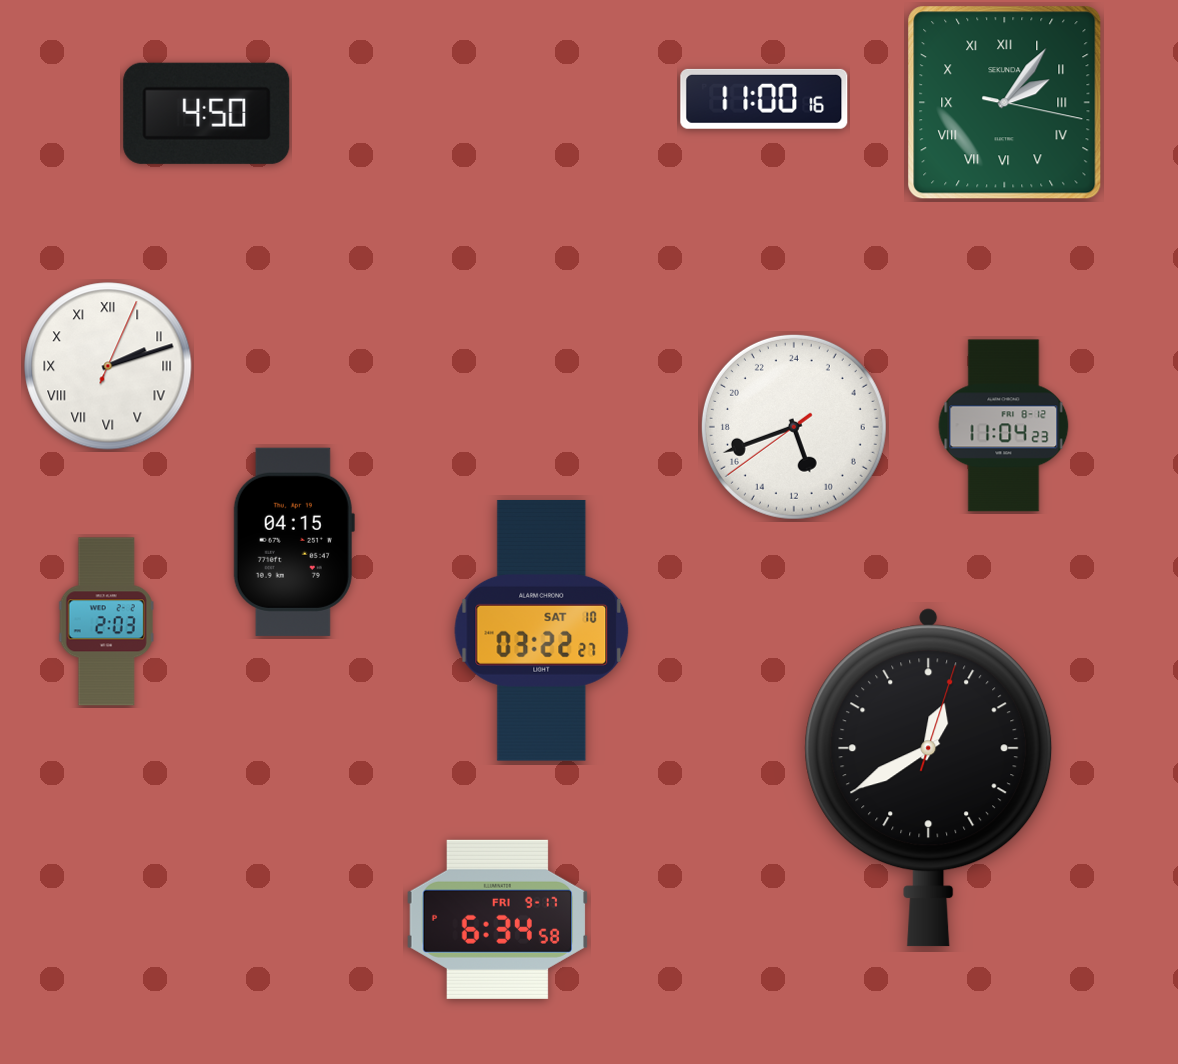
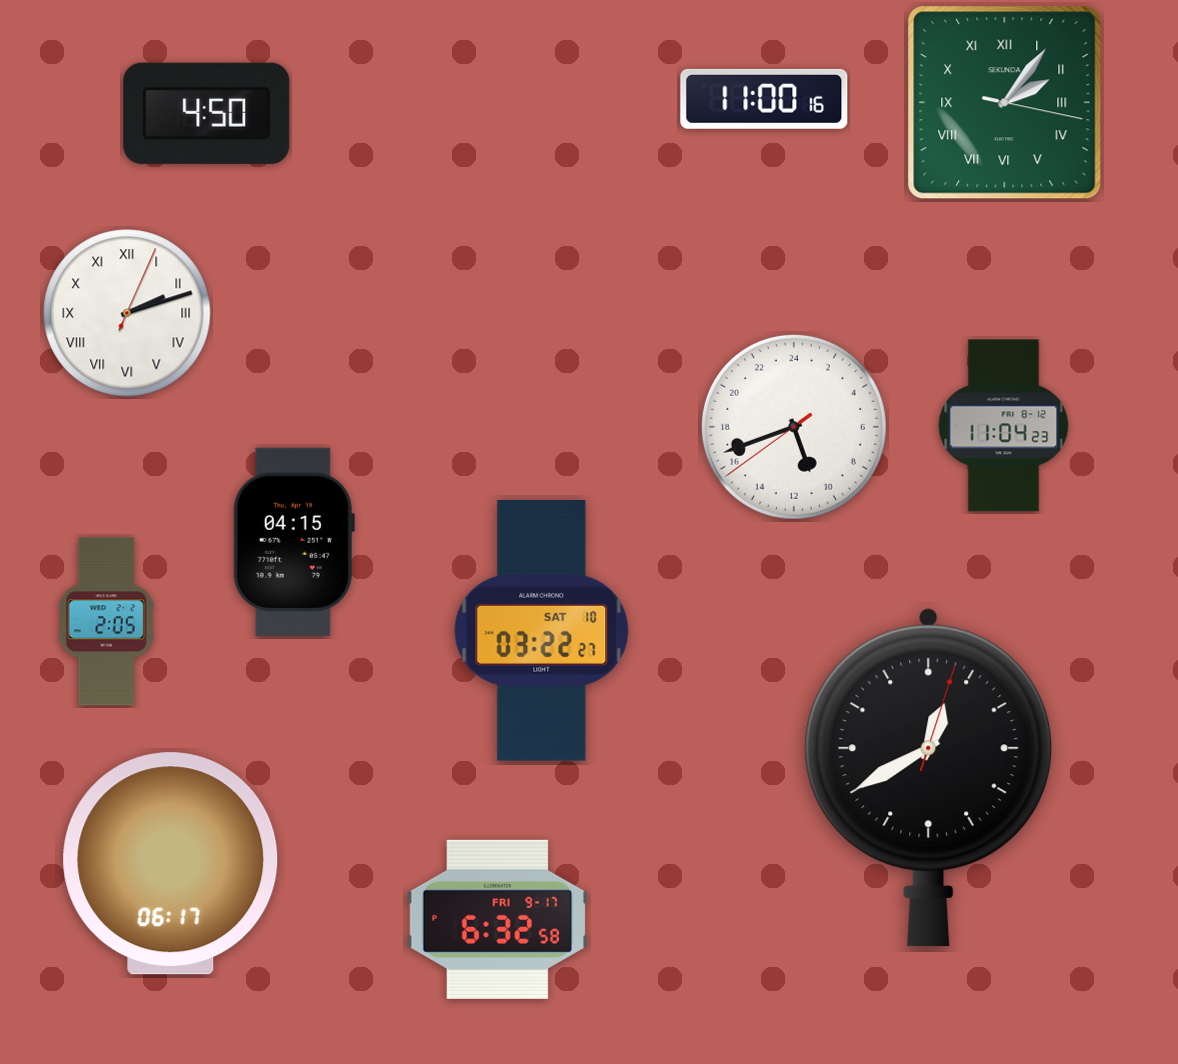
clock at (108, 366) position: (108, 366) -> (127, 313)
clock at (106, 622): 2:03 -> 2:05
clock at (171, 864): none -> 06:17
clock at (498, 919): 6:34 -> 6:32
